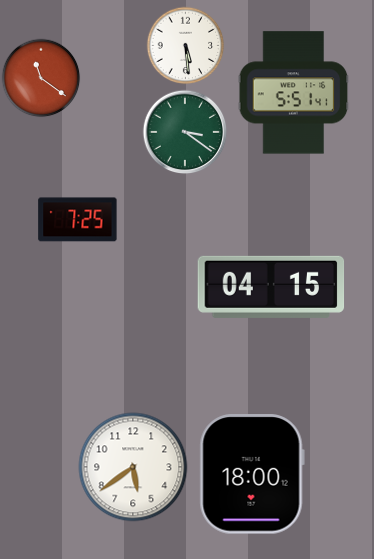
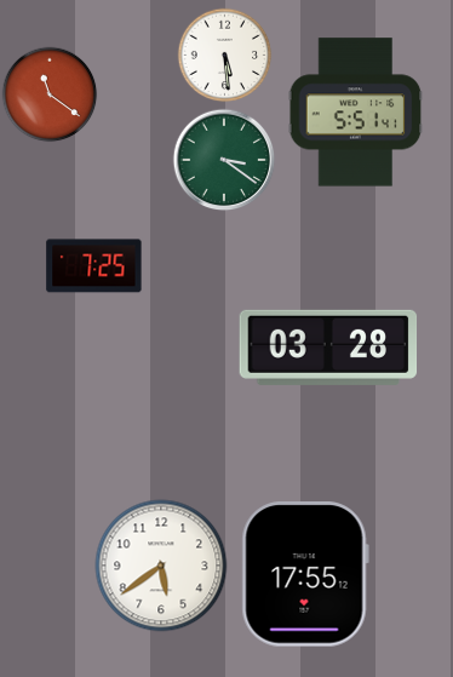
clock at (271, 287): 04:15 -> 03:28
clock at (252, 474): 18:00 -> 17:55
